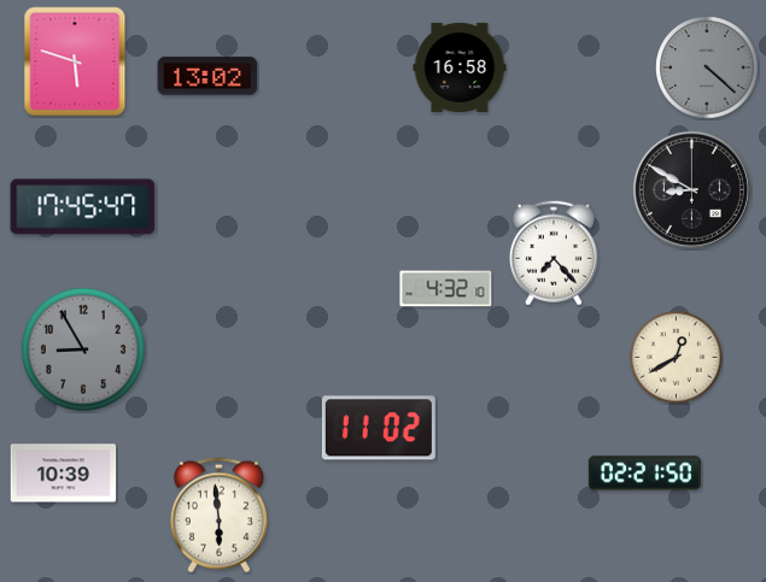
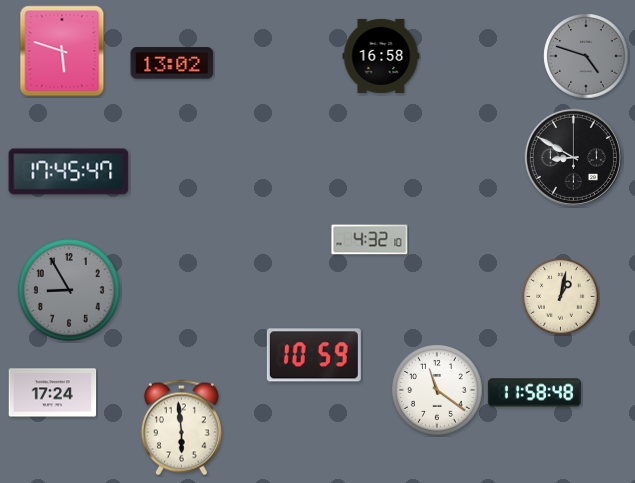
clock at (707, 67): 4:22 -> 4:48
clock at (554, 253): 7:23 -> none
clock at (677, 358): 12:40 -> 1:02
clock at (379, 428): 11:02 -> 10:59
clock at (438, 391): none -> 11:21
clock at (64, 474): 10:39 -> 17:24
clock at (644, 474): 02:21 -> 11:58
